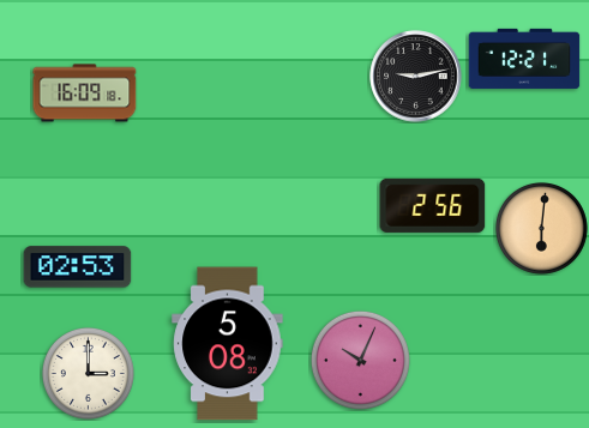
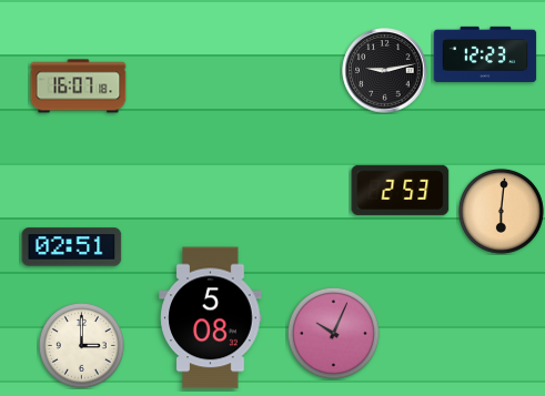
clock at (524, 59): 12:21 -> 12:23
clock at (85, 94): 16:09 -> 16:07
clock at (433, 205): 2:56 -> 2:53
clock at (78, 267): 02:53 -> 02:51
